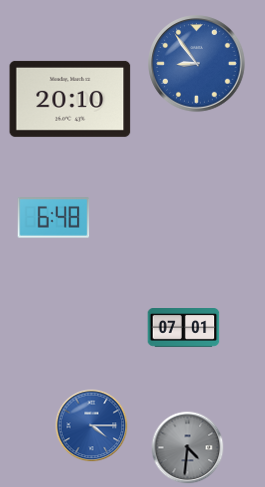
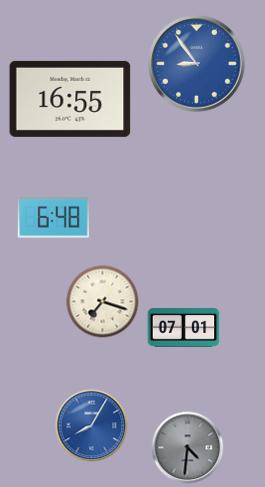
clock at (70, 99): 20:10 -> 16:55
clock at (103, 302): none -> 7:18
clock at (92, 426): 4:15 -> 8:05
